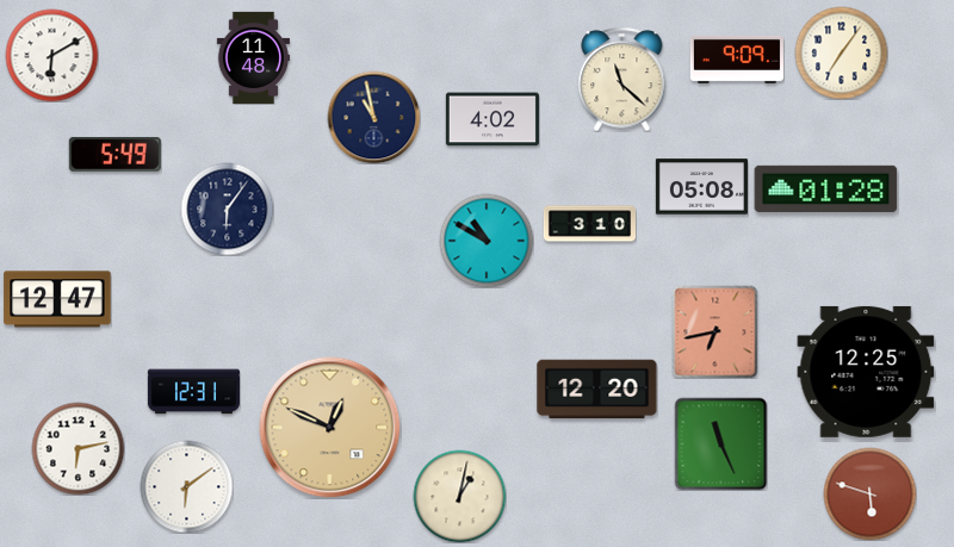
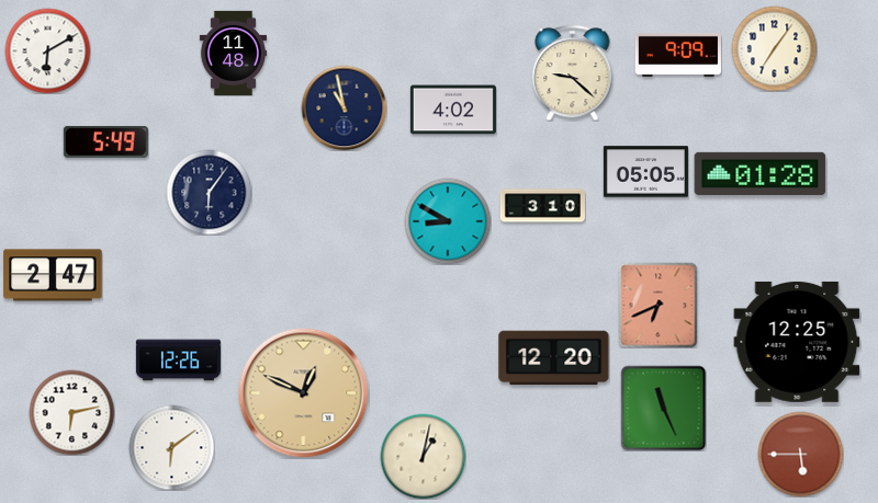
clock at (622, 79): 11:22 -> 9:22
clock at (701, 187): 05:08 -> 05:05
clock at (487, 241): 10:50 -> 8:50
clock at (57, 299): 12:47 -> 2:47
clock at (715, 331): 6:43 -> 6:41
clock at (597, 390) position: (597, 390) -> (554, 358)
clock at (193, 392): 12:31 -> 12:26
clock at (869, 493): 5:48 -> 5:45
